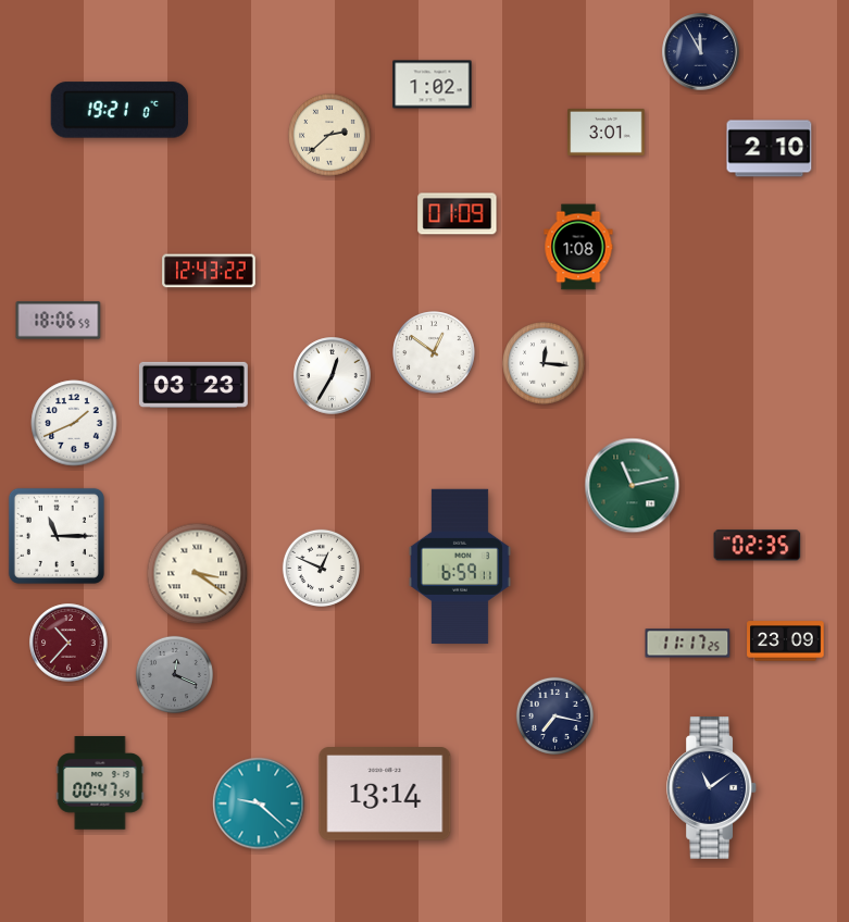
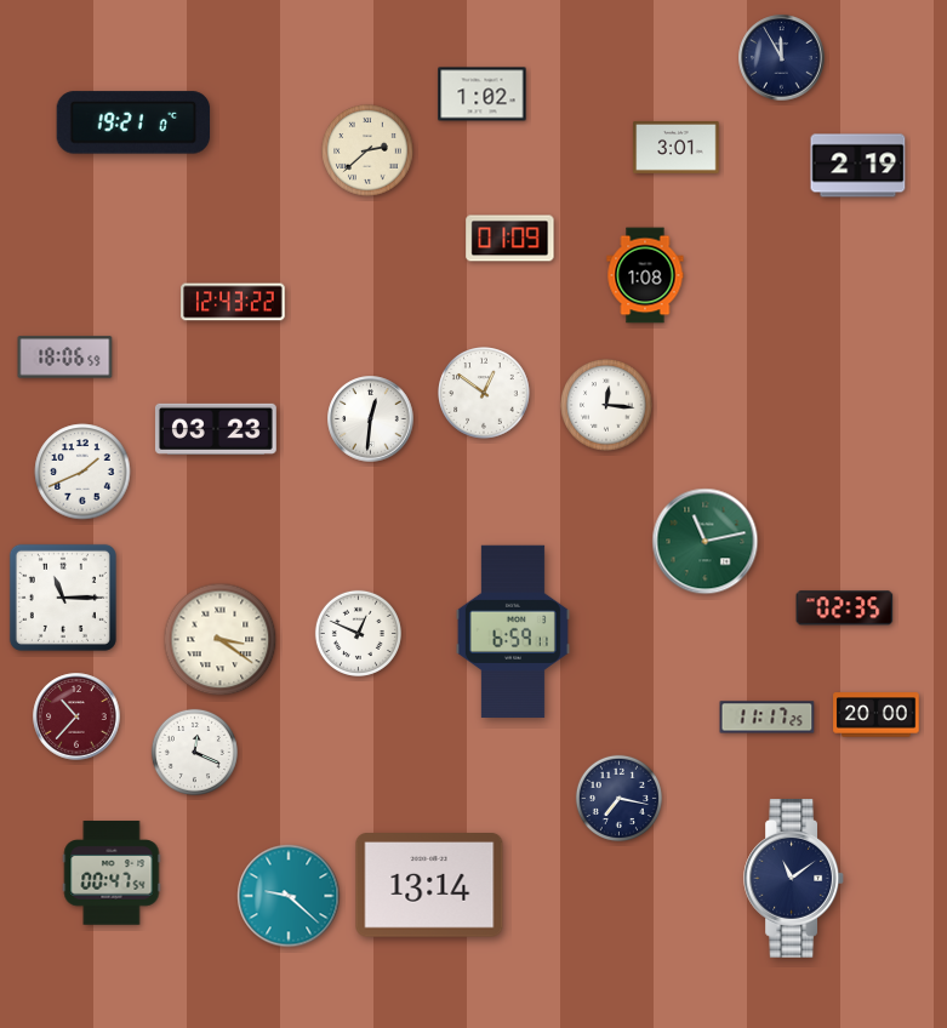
clock at (770, 149): 2:10 -> 2:19
clock at (333, 376): 12:35 -> 12:31
clock at (786, 641): 23:09 -> 20:00
clock at (174, 674) dial: grey -> white
